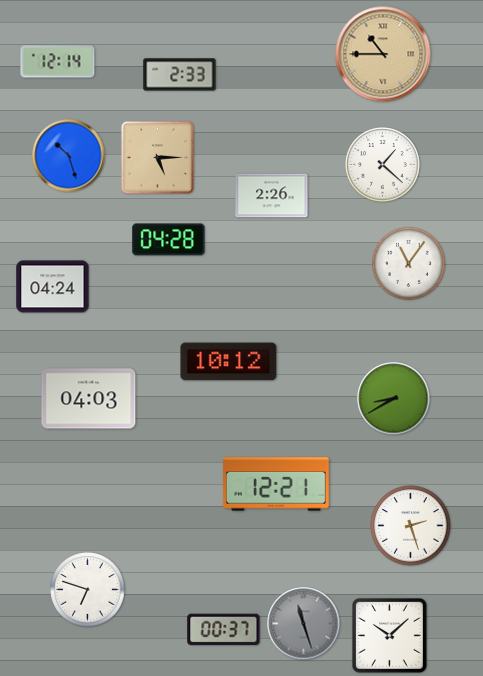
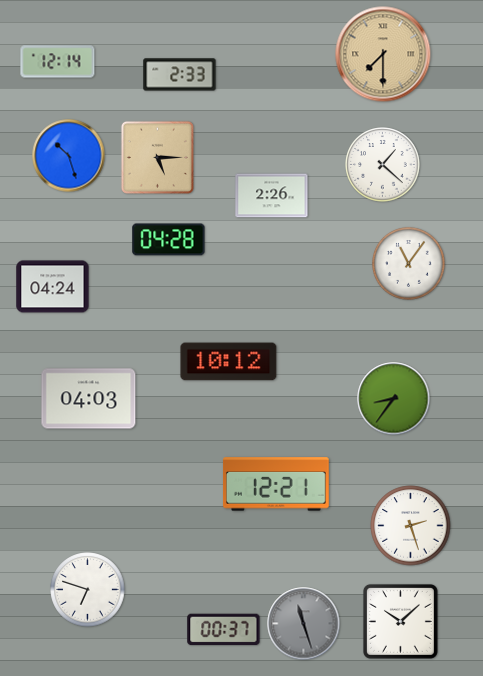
clock at (383, 54): 10:45 -> 7:30
clock at (394, 399): 8:40 -> 8:36
clock at (389, 635) position: (389, 635) -> (400, 621)
